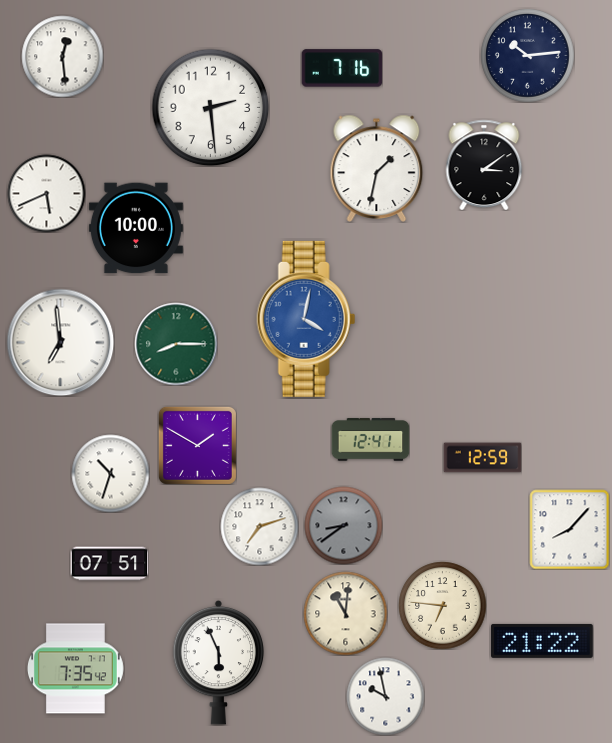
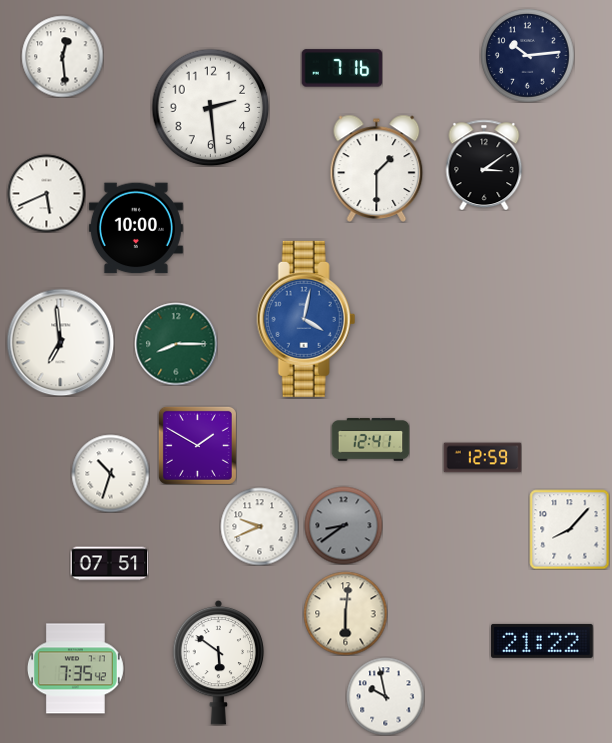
clock at (377, 168): 1:32 -> 1:30
clock at (259, 526): 7:12 -> 9:41
clock at (442, 605): 6:46 -> none
clock at (345, 613): 11:01 -> 6:01
clock at (219, 662): 5:56 -> 5:51
